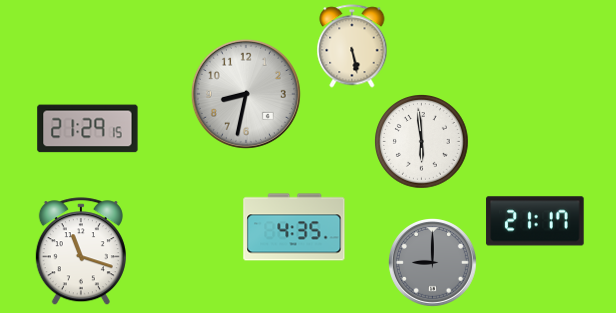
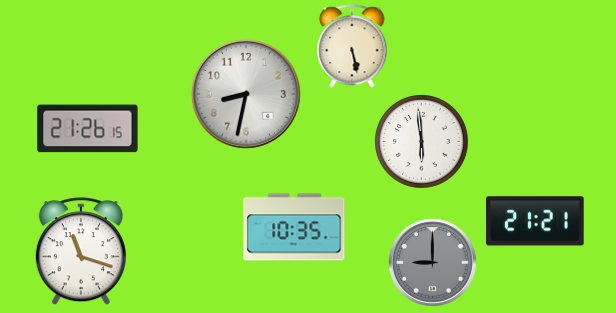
clock at (88, 129): 21:29 -> 21:26
clock at (535, 221): 21:17 -> 21:21
clock at (294, 227): 4:35 -> 10:35
